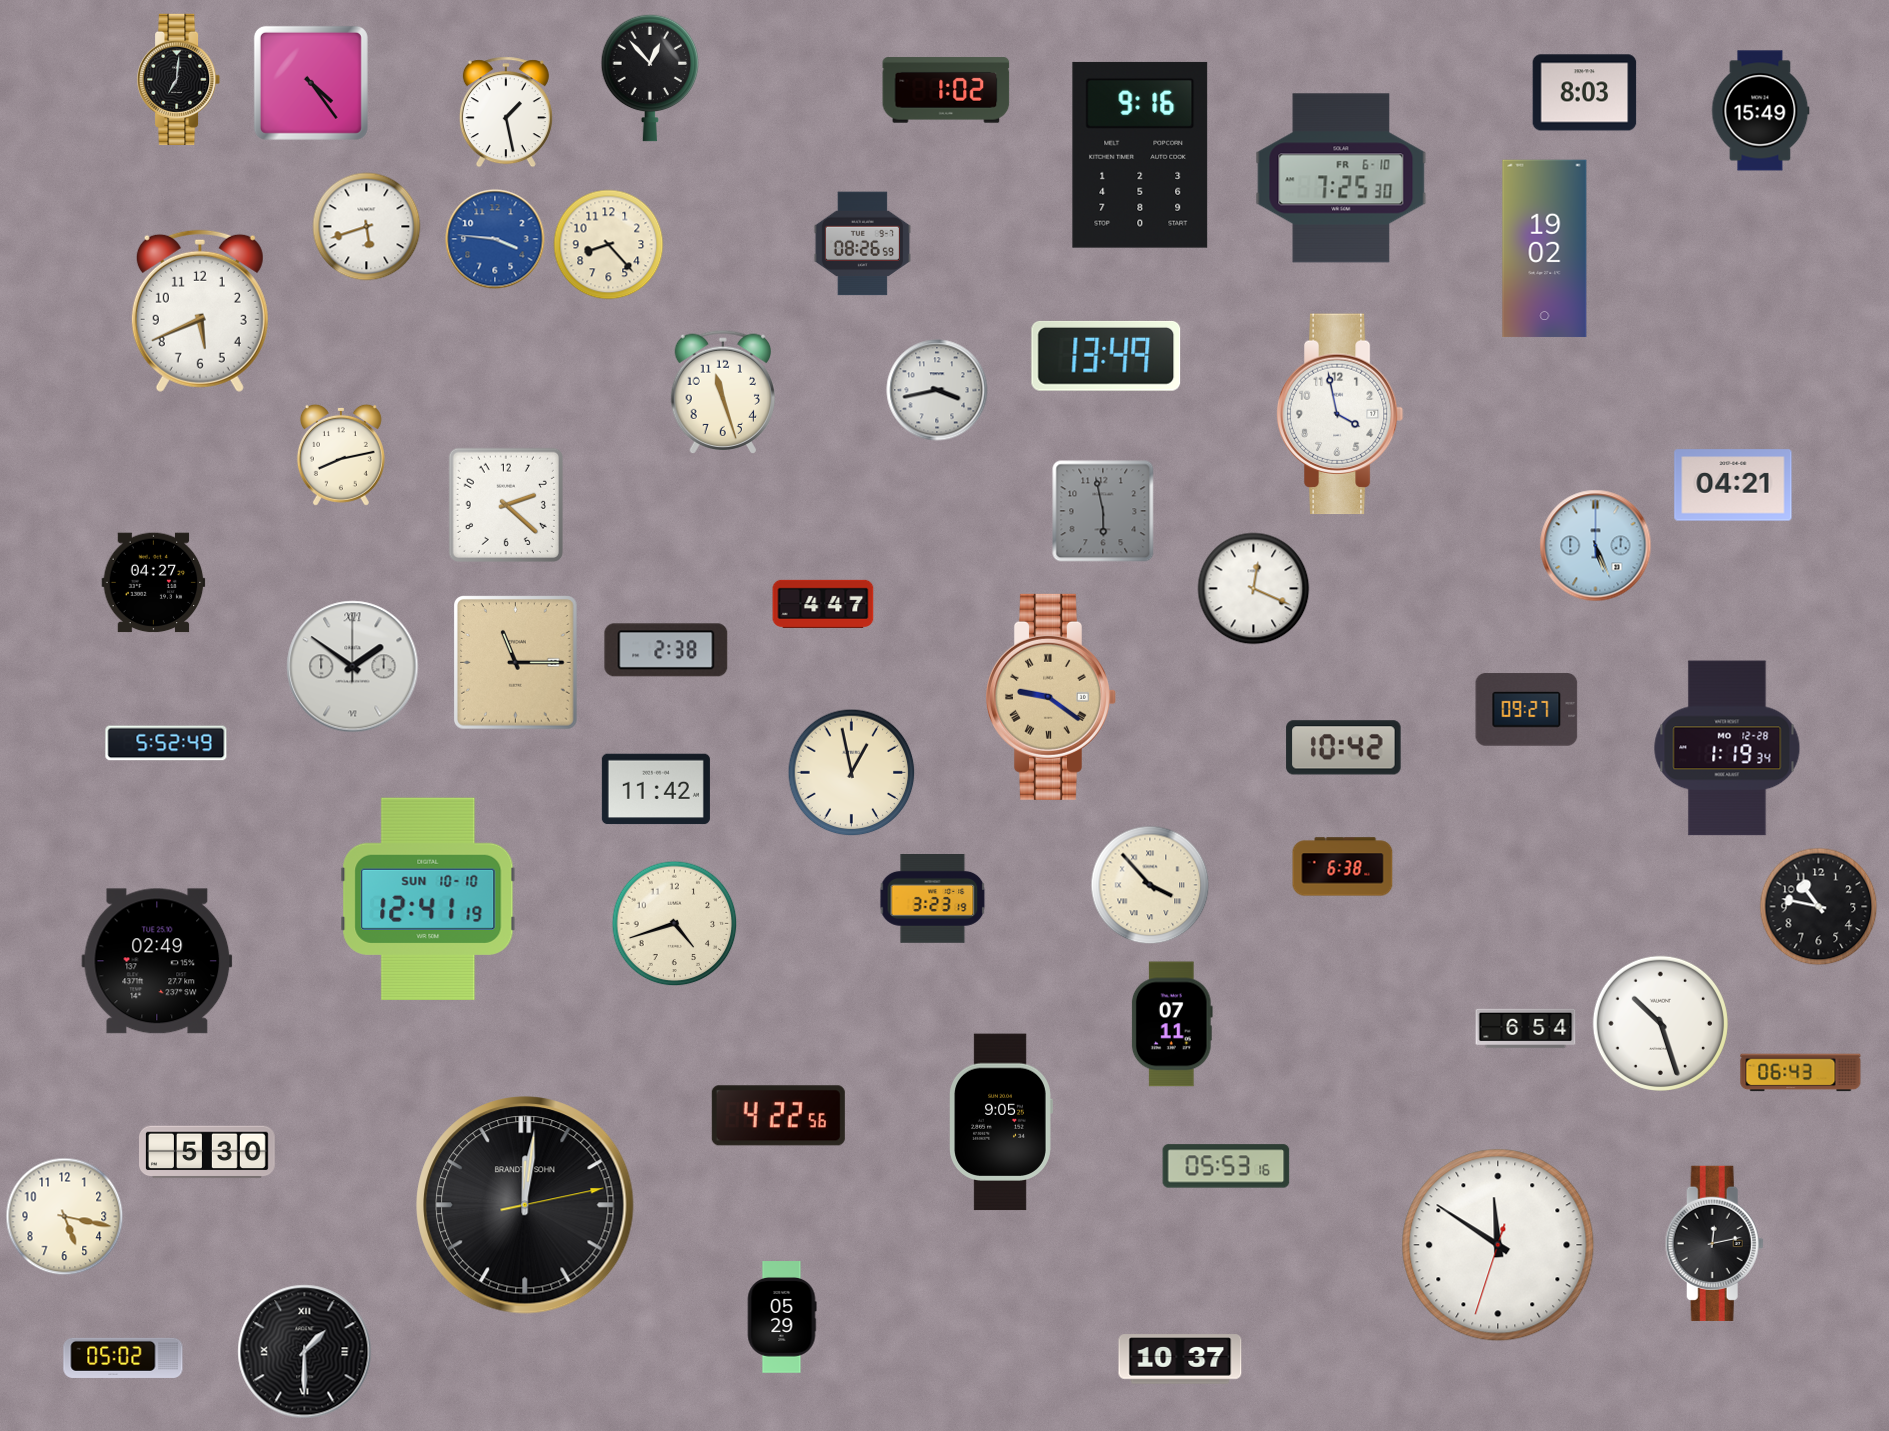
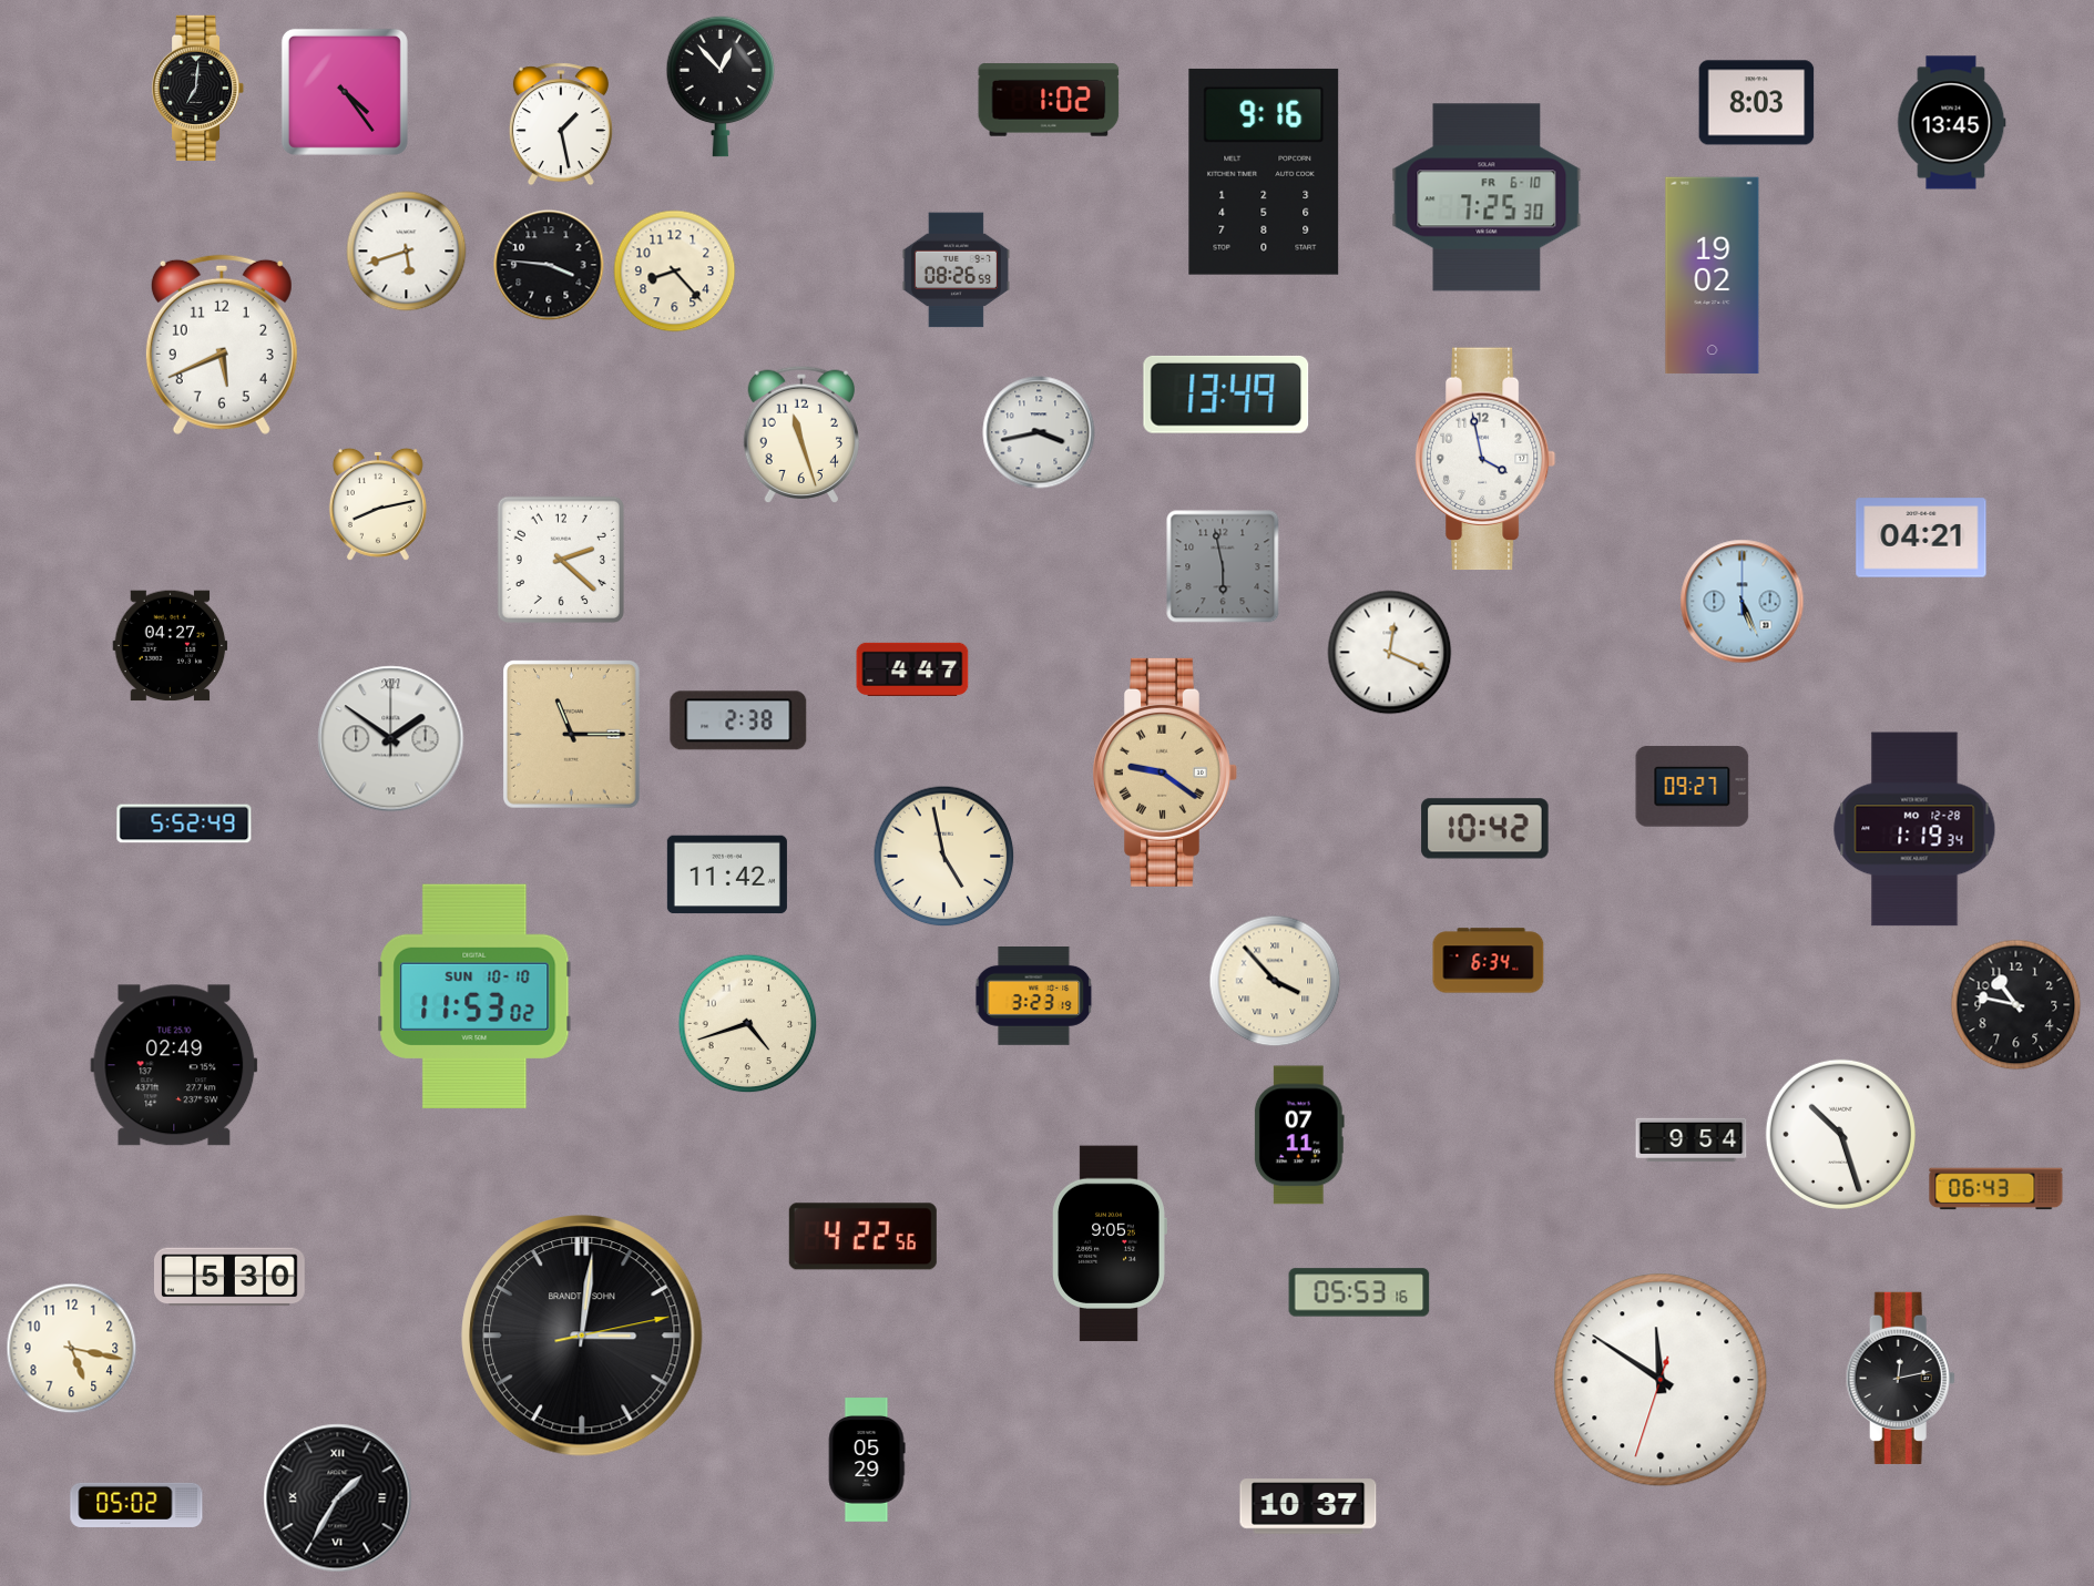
clock at (1760, 111): 15:49 -> 13:45
clock at (495, 239) dial: blue -> black
clock at (1596, 546) position: (1596, 546) -> (1743, 602)
clock at (1344, 748) position: (1344, 748) -> (1485, 829)
clock at (852, 773): 12:58 -> 4:58
clock at (1343, 867): 6:38 -> 6:34
clock at (428, 899): 12:41 -> 11:53
clock at (1526, 1029): 6:54 -> 9:54
clock at (525, 1205): 12:01 -> 3:01
clock at (305, 1352): 1:30 -> 1:35
